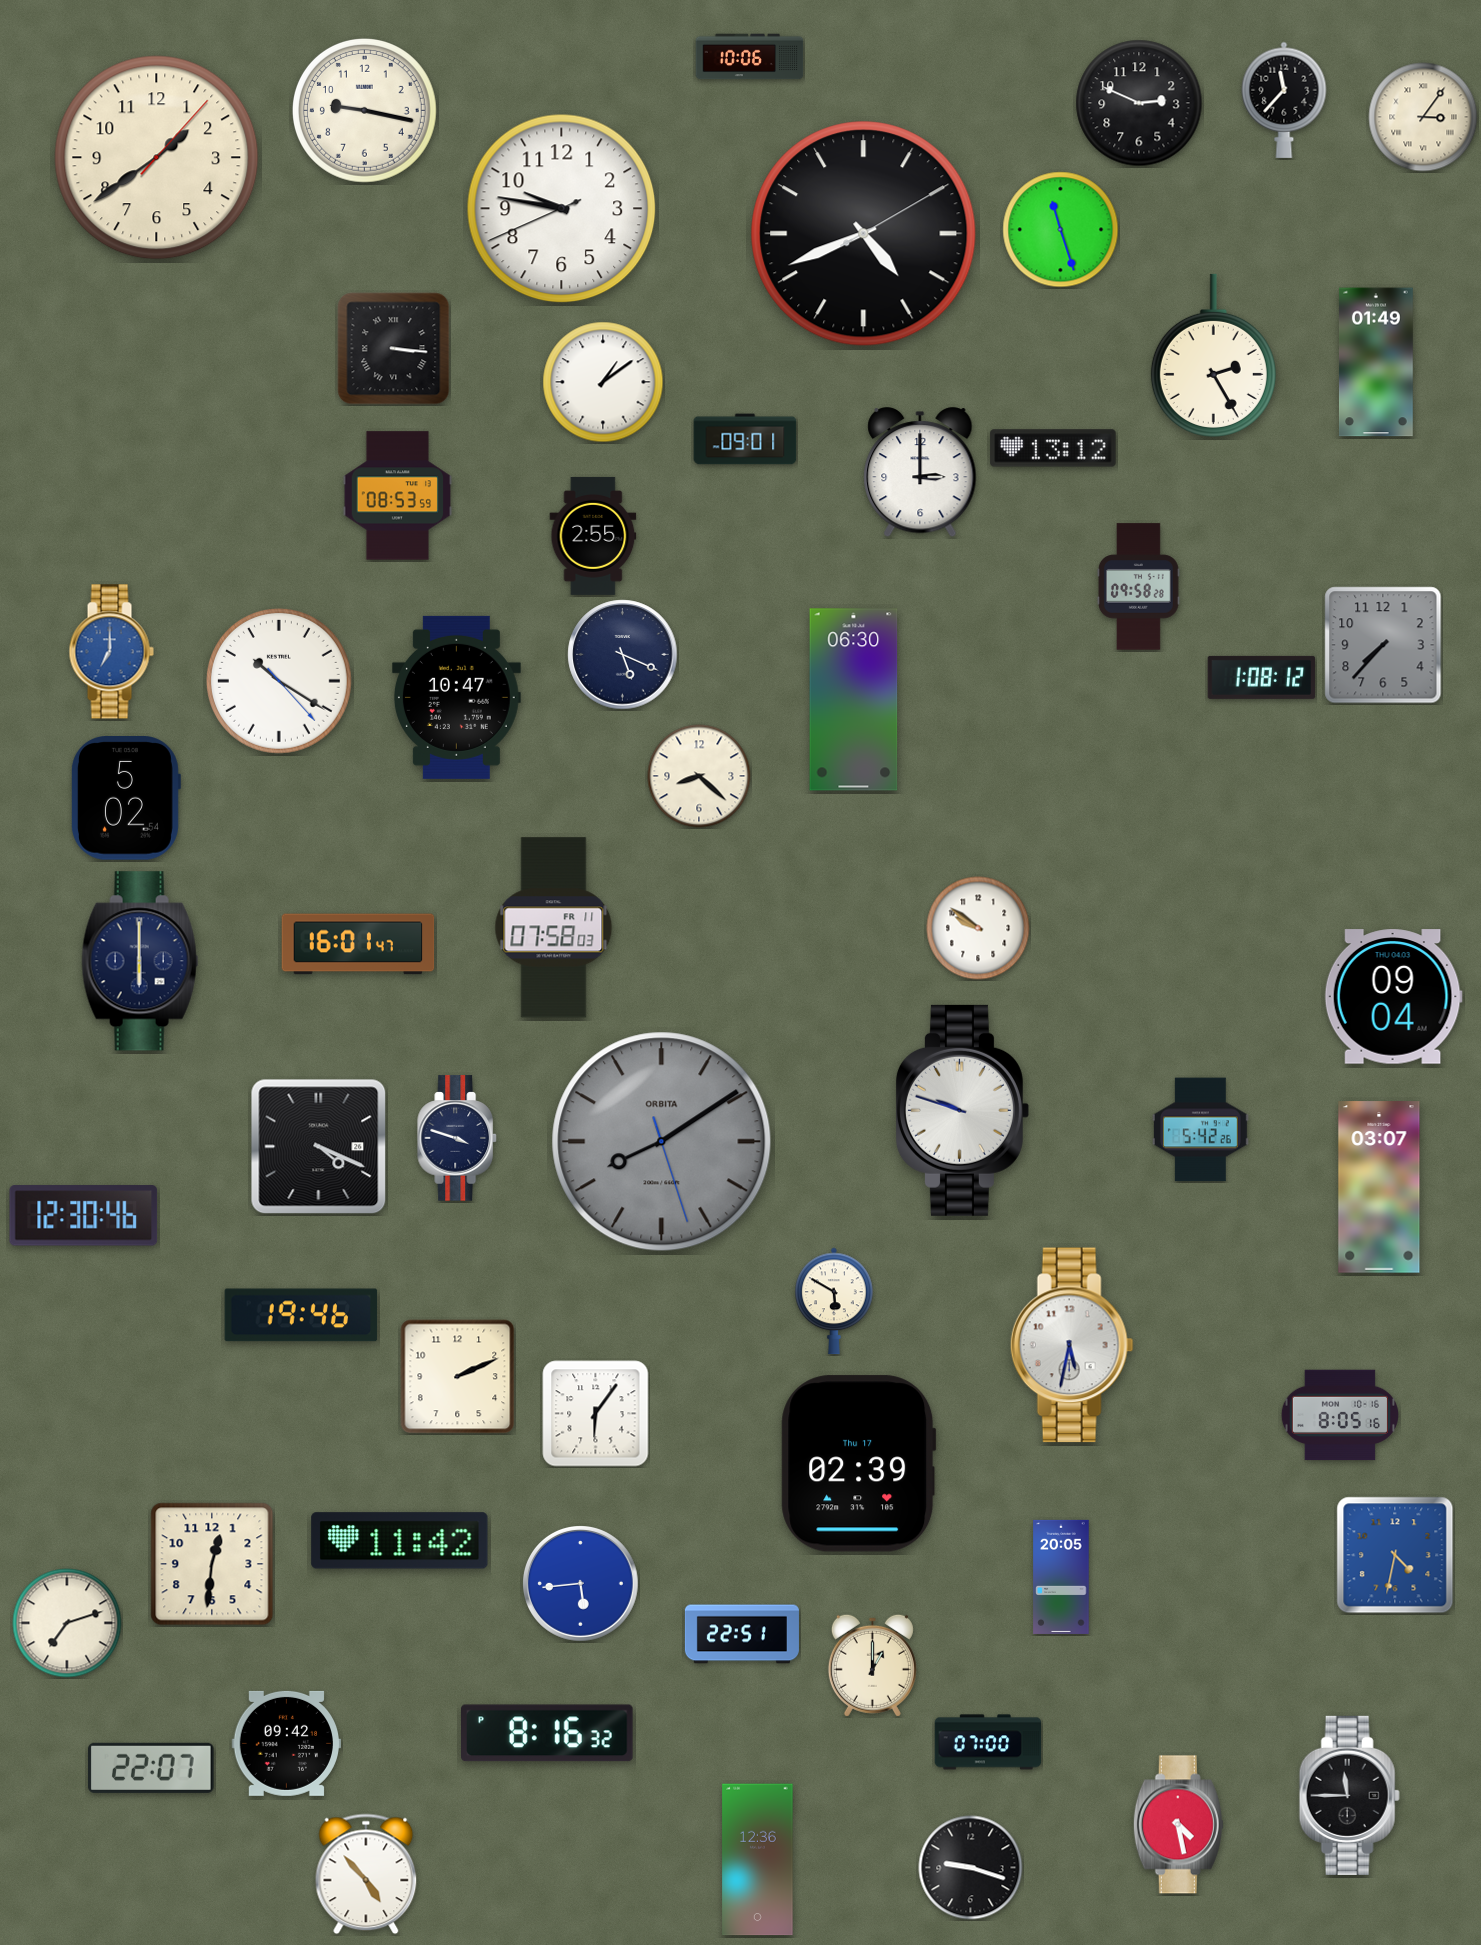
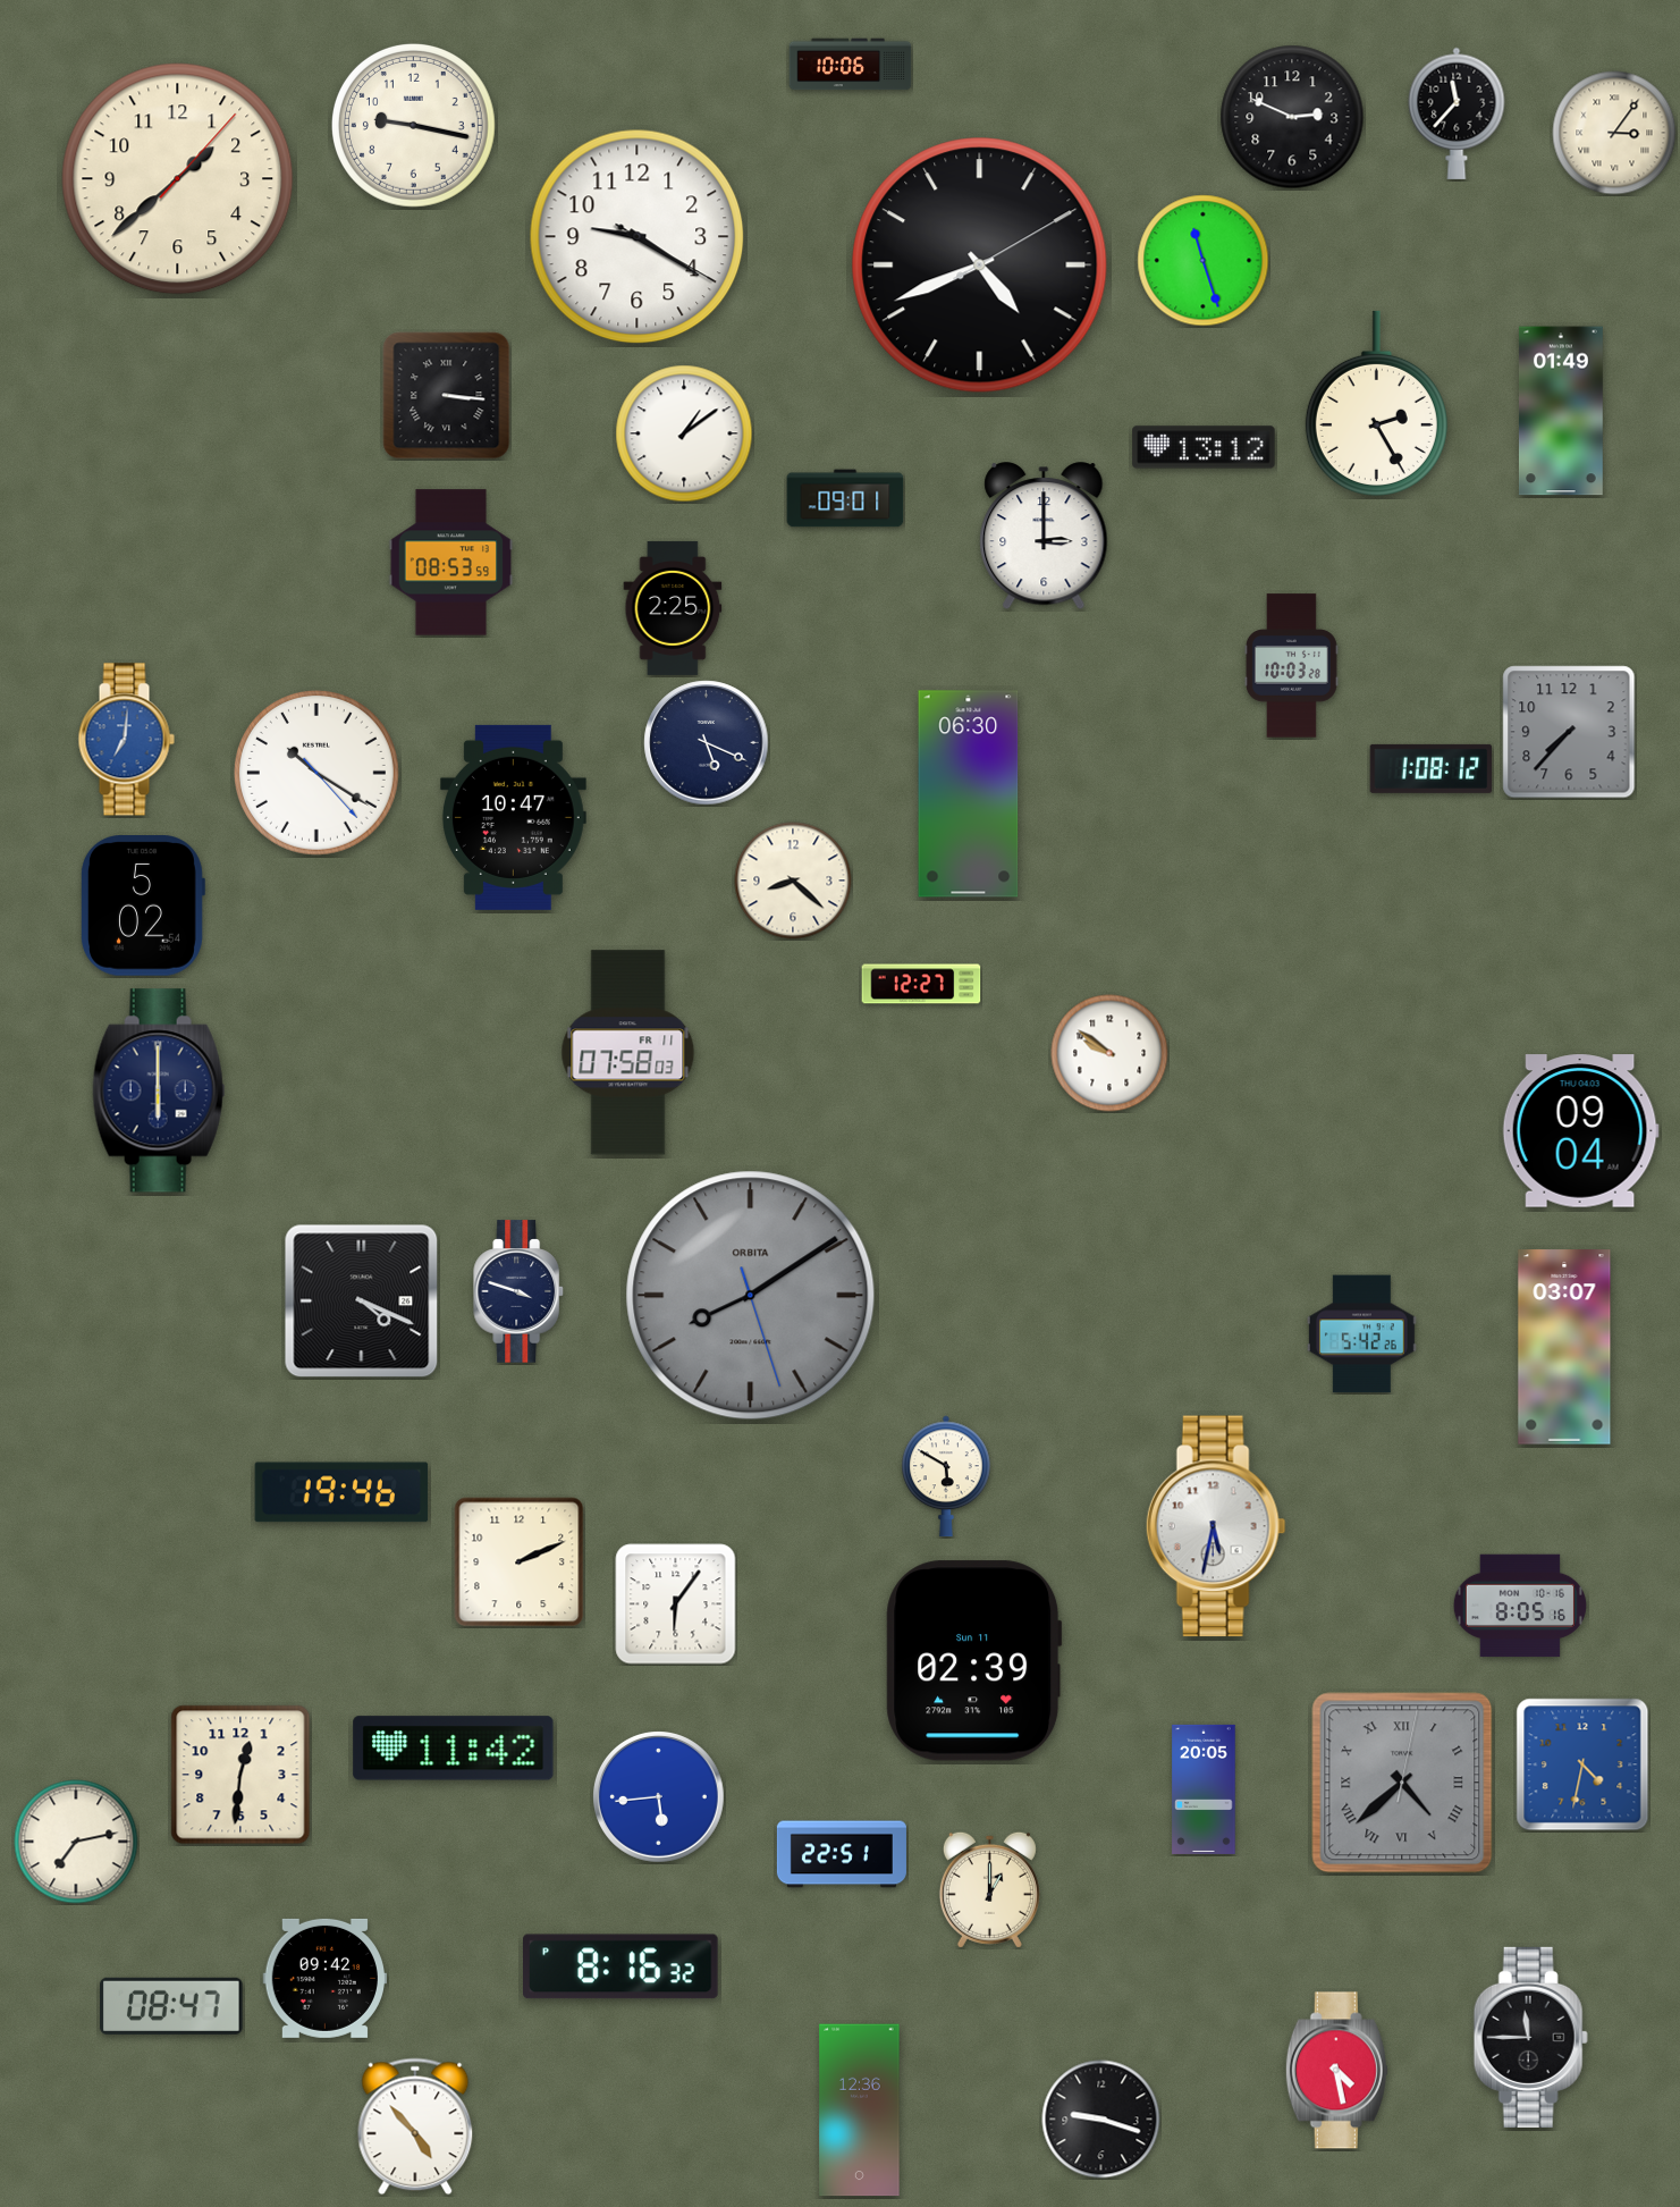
clock at (157, 158): 1:39 -> 1:38
clock at (562, 209): 9:46 -> 9:20
clock at (1053, 448) position: (1053, 448) -> (1204, 447)
clock at (593, 536): 2:55 -> 2:25
clock at (1138, 587): 09:58 -> 10:03
clock at (111, 652): 7:00 -> 7:01
clock at (456, 697) position: (456, 697) -> (513, 817)
clock at (921, 984): none -> 12:27
clock at (358, 944): 16:01 -> none
clock at (962, 1110): 9:48 -> none
clock at (1201, 1130) position: (1201, 1130) -> (1362, 1334)
clock at (84, 1216): 12:30 -> none
clock at (859, 1464) date: Thu 17 -> Sun 11
clock at (1402, 1783): none -> 4:38
clock at (67, 1623): 7:12 -> 7:13
clock at (988, 1742): 07:00 -> none
clock at (151, 1768): 22:07 -> 08:47
